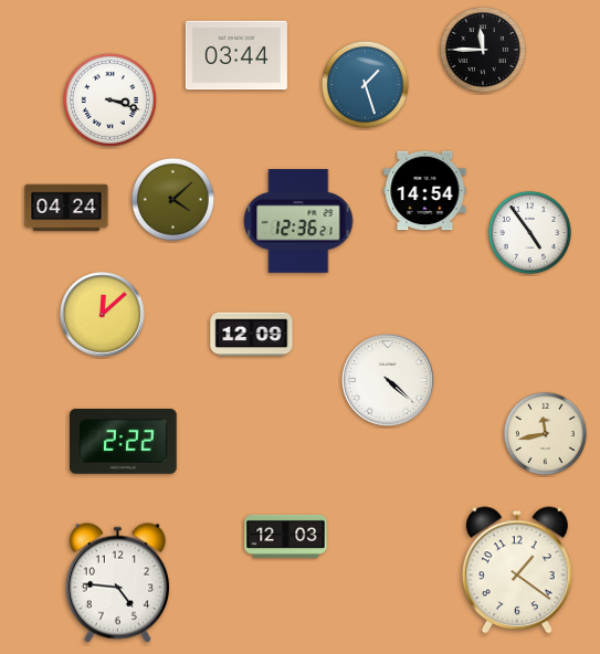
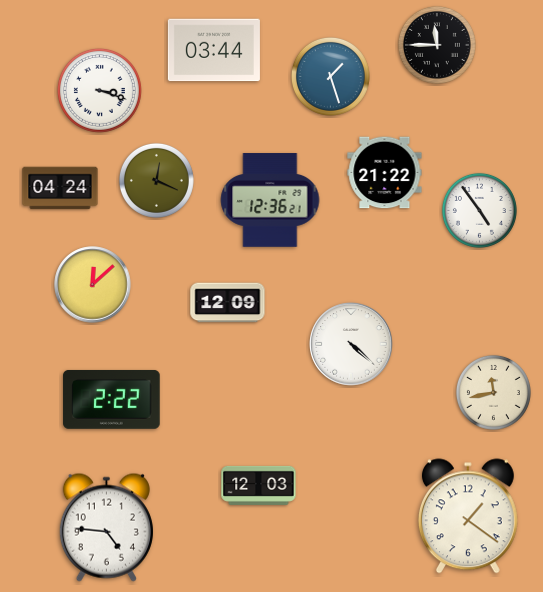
clock at (425, 191): 14:54 -> 21:22
clock at (172, 199): 4:08 -> 12:19
